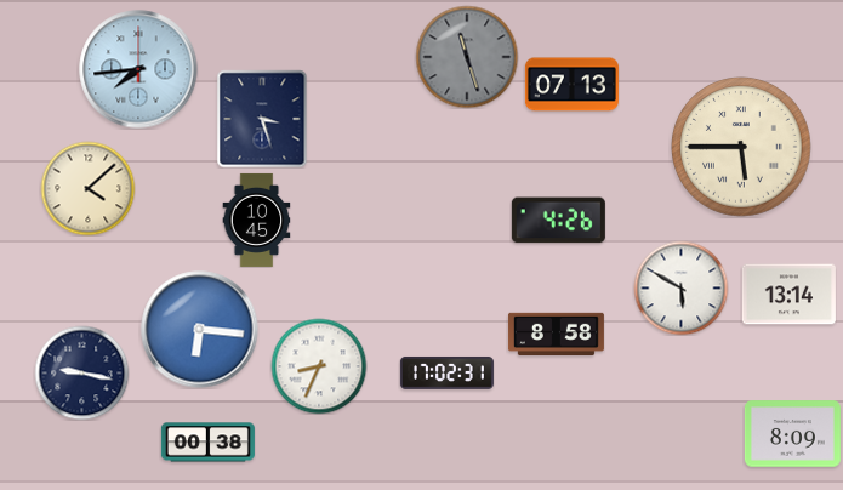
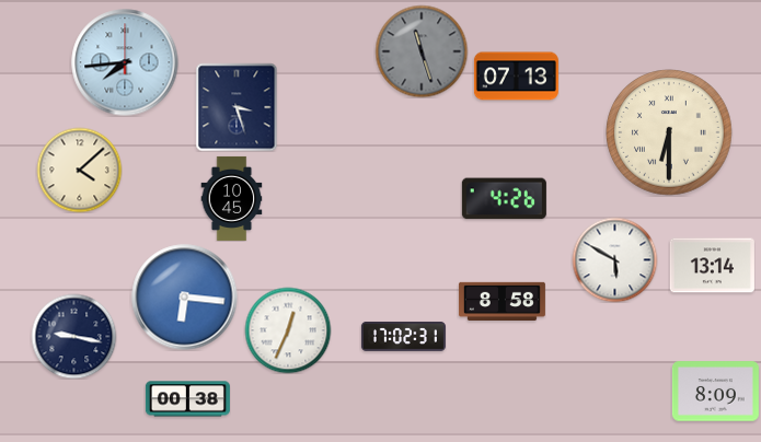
clock at (741, 147): 5:45 -> 6:30
clock at (200, 330) position: (200, 330) -> (185, 298)
clock at (319, 366): 8:34 -> 12:34
